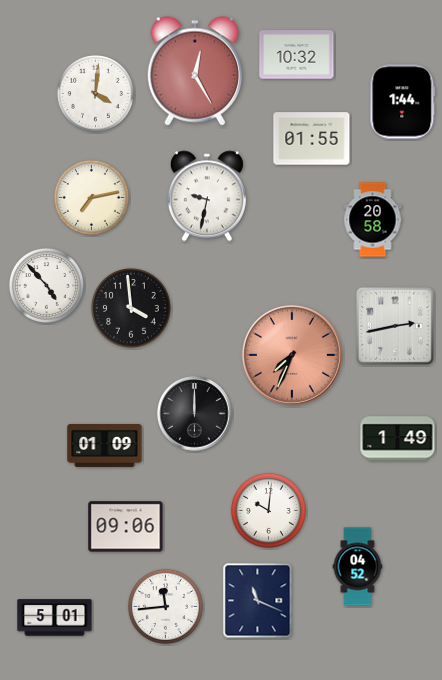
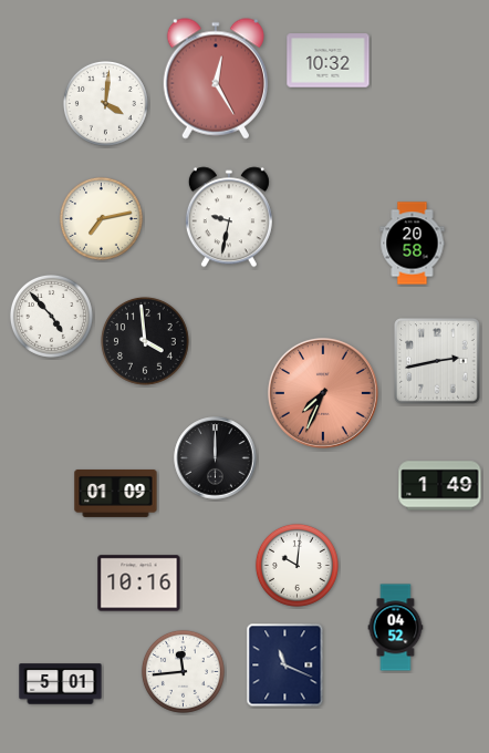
clock at (403, 102): 1:44 -> none
clock at (312, 139): 01:55 -> none
clock at (126, 527): 09:06 -> 10:16
